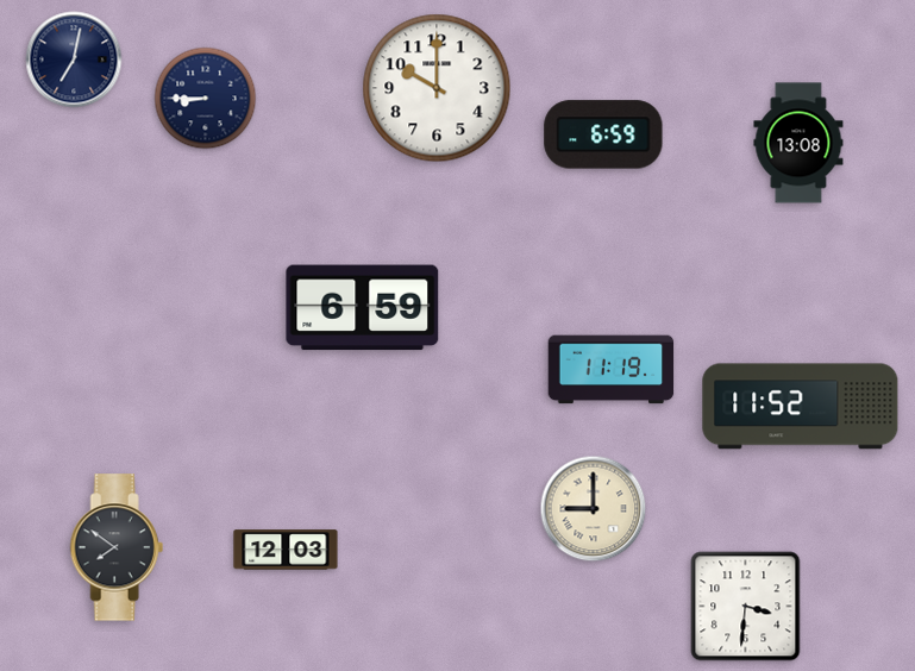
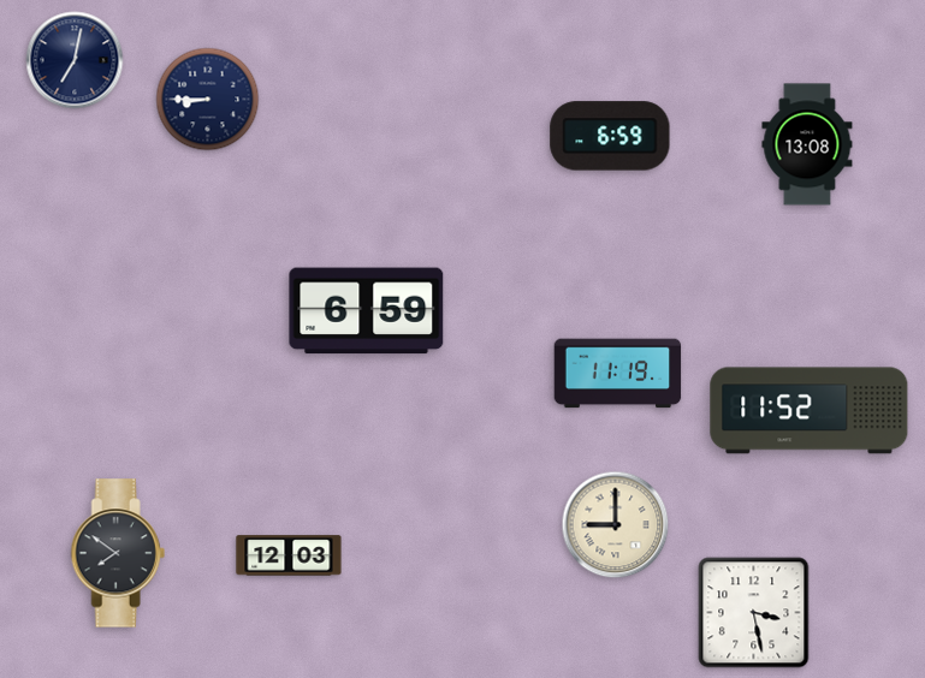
clock at (437, 88): 10:00 -> none
clock at (594, 509) position: (594, 509) -> (616, 525)
clock at (746, 607): 3:31 -> 3:28
